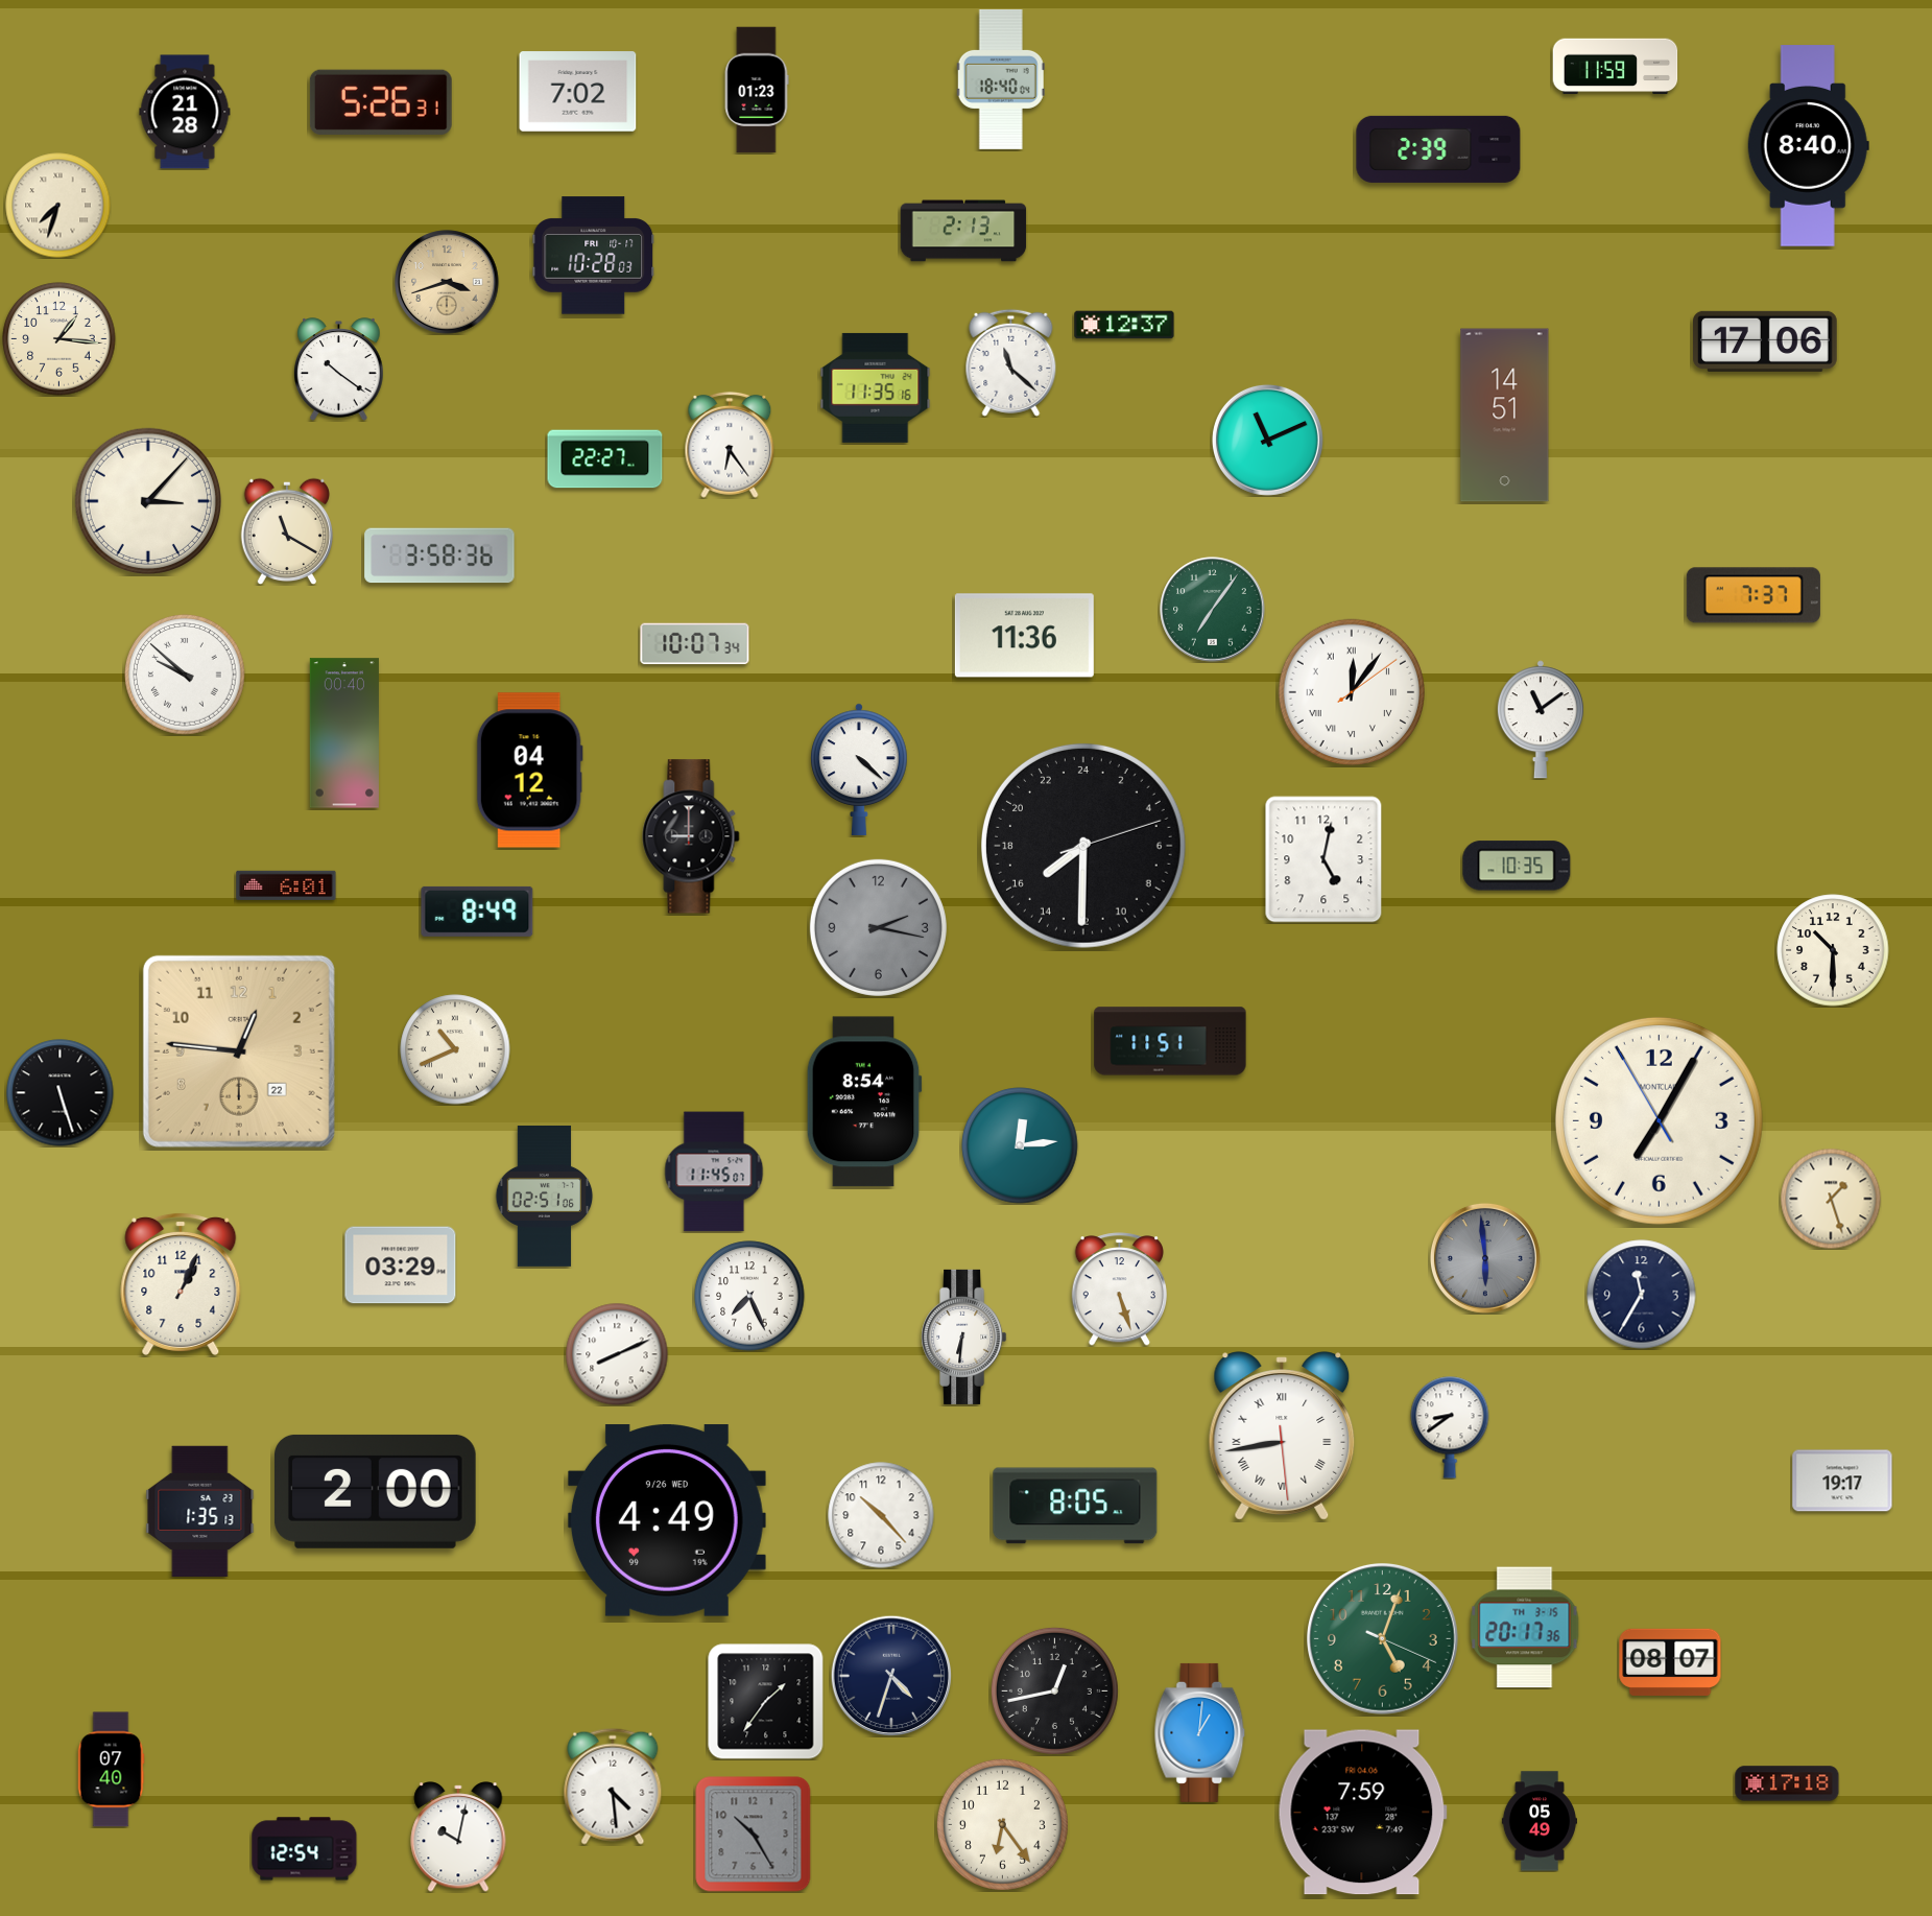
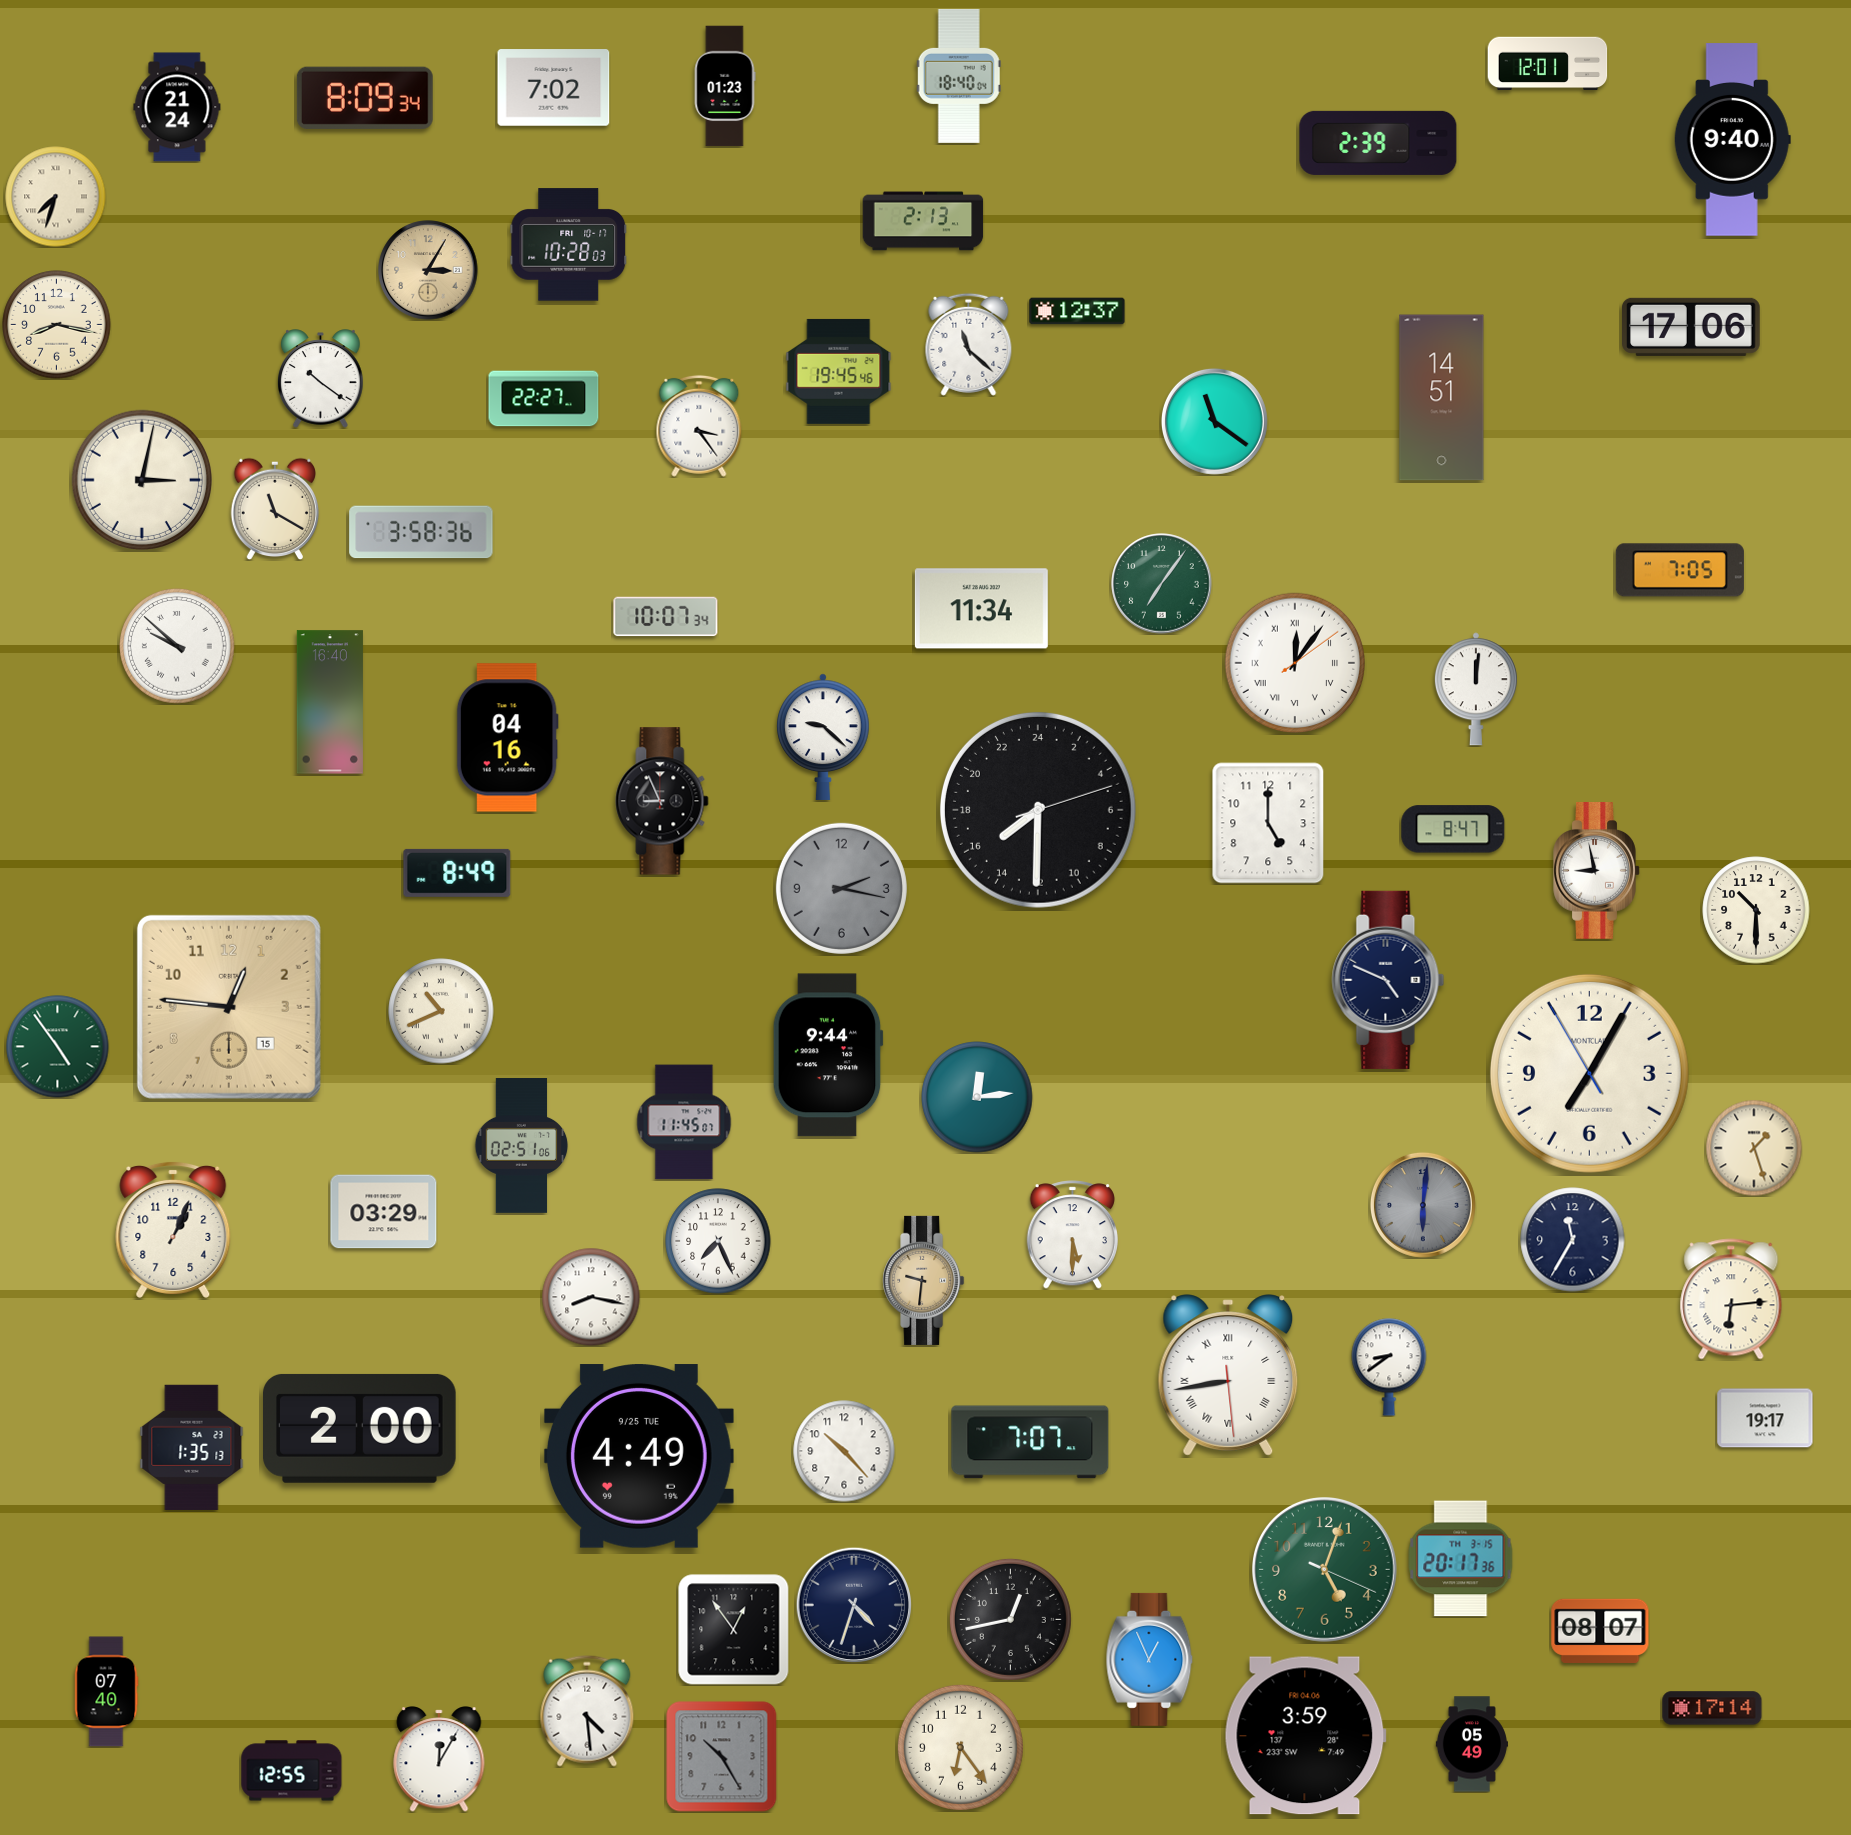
clock at (1616, 67): 11:59 -> 12:01
clock at (381, 102): 5:26 -> 8:09
clock at (185, 112): 21:28 -> 21:24
clock at (1808, 146): 8:40 -> 9:40
clock at (447, 282): 3:42 -> 3:05
clock at (59, 339): 1:16 -> 8:17
clock at (1011, 362) position: (1011, 362) -> (969, 344)
clock at (339, 370) position: (339, 370) -> (321, 379)
clock at (876, 387): 11:35 -> 19:45
clock at (1267, 440): 11:11 -> 11:21
clock at (730, 445): 6:24 -> 3:24
clock at (605, 459) position: (605, 459) -> (544, 399)
clock at (148, 501): 3:07 -> 3:02
clock at (1754, 595): 7:37 -> 7:05
clock at (1024, 636): 11:36 -> 11:34
clock at (1541, 719): 11:09 -> 12:01
clock at (344, 733): 00:40 -> 16:40
clock at (860, 770): 4:22 -> 9:22
clock at (529, 771): 04:12 -> 04:16
clock at (691, 836): 9:00 -> 8:56
clock at (1323, 859): 5:02 -> 5:00
clock at (1517, 866): 10:35 -> 8:47
clock at (286, 885): 6:01 -> none
clock at (1597, 871): none -> 8:58
clock at (1388, 980): none -> 4:49
clock at (1170, 1041): 11:51 -> none
clock at (455, 1049) position: (455, 1049) -> (441, 1011)
clock at (239, 1051) date: 22 -> 15
clock at (61, 1093): 5:27 -> 4:54
clock at (61, 1093) dial: black -> green
clock at (864, 1102): 8:54 -> 9:44
clock at (1485, 1258): 5:59 -> 6:01
clock at (1119, 1290): 5:27 -> 5:30
clock at (964, 1337): 6:31 -> 9:31
clock at (964, 1337) dial: white -> champagne
clock at (617, 1354): 8:11 -> 8:17
clock at (1731, 1299): none -> 6:14
clock at (1075, 1506): 8:05 -> 7:07
clock at (667, 1520) date: 9/26 WED -> 9/25 TUE
clock at (1670, 1662) position: (1670, 1662) -> (1600, 1631)
clock at (766, 1702): 1:36 -> 12:54
clock at (1200, 1732): 1:01 -> 12:56
clock at (111, 1770) position: (111, 1770) -> (106, 1692)
clock at (1787, 1783): 17:18 -> 17:14
clock at (1362, 1813): 7:59 -> 3:59
clock at (1540, 1821) position: (1540, 1821) -> (1472, 1744)
clock at (458, 1837): 10:02 -> 12:05
clock at (305, 1849): 12:54 -> 12:55
